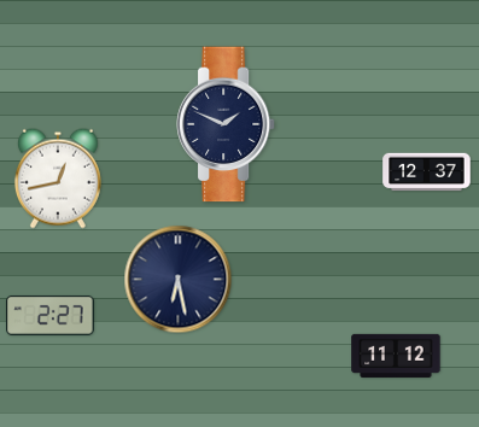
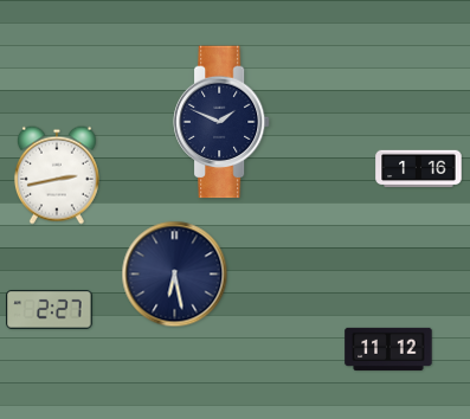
clock at (427, 172): 12:37 -> 1:16
clock at (58, 179): 12:43 -> 2:43
